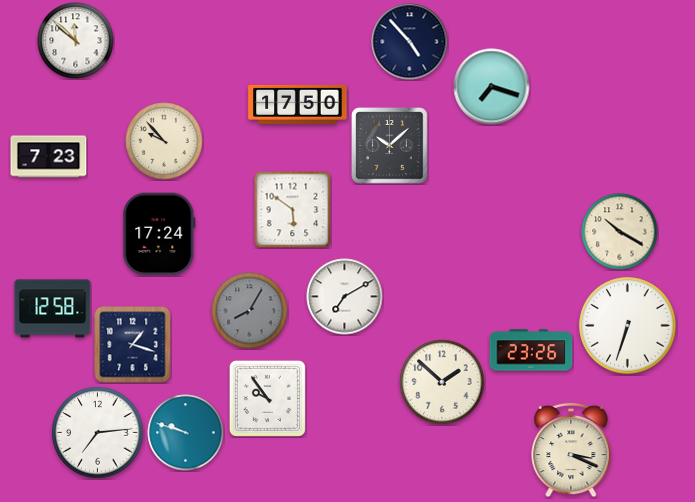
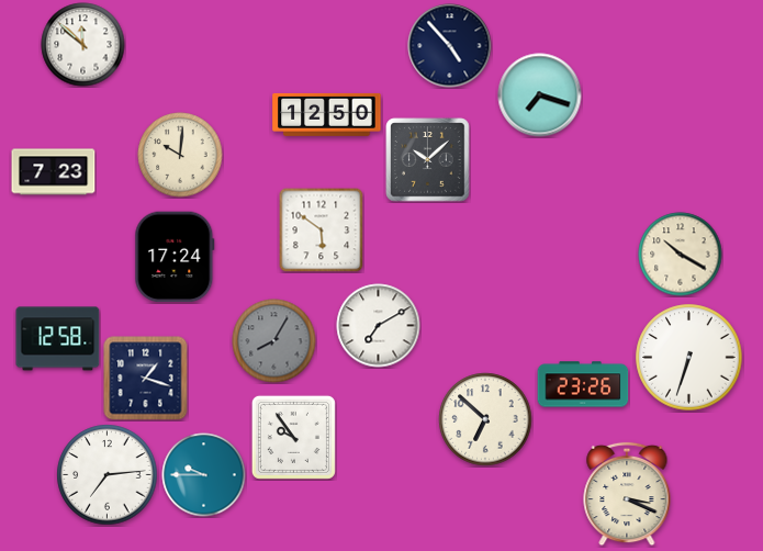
clock at (298, 104): 17:50 -> 12:50
clock at (164, 141): 9:53 -> 10:01
clock at (442, 382): 1:52 -> 6:52
clock at (186, 433): 9:48 -> 9:45
